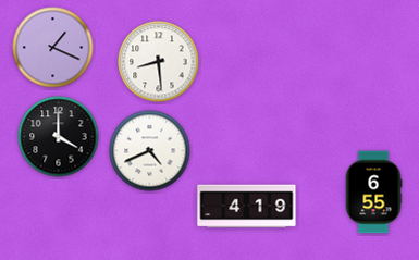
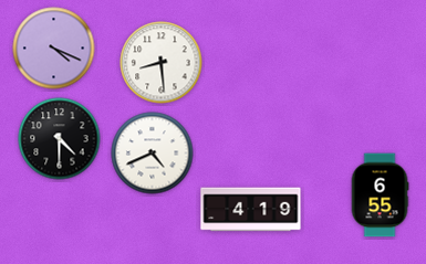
clock at (53, 48): 1:19 -> 4:19
clock at (59, 137): 4:00 -> 4:30
